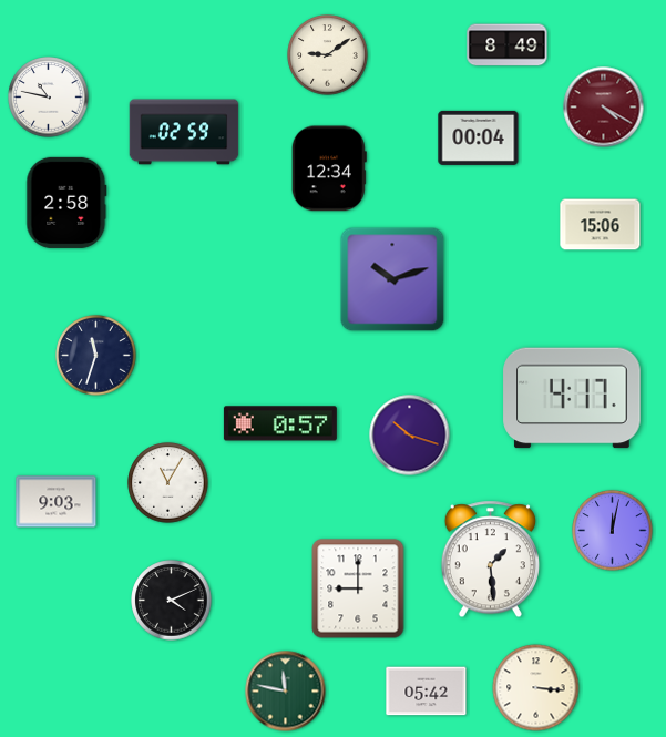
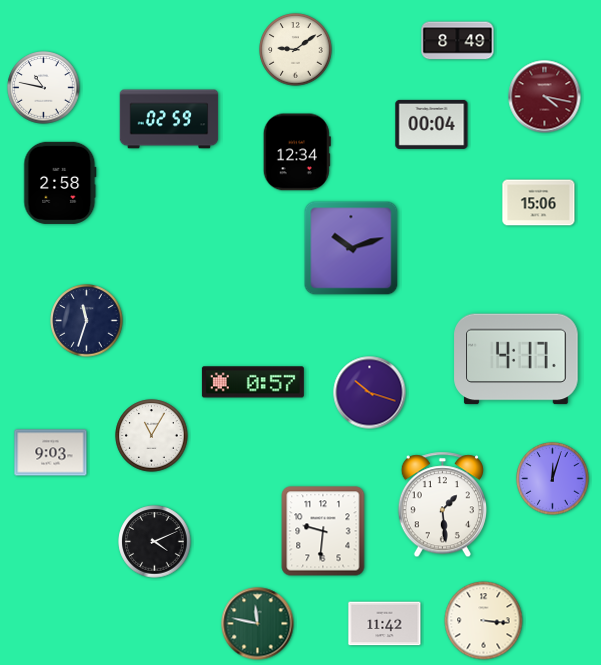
clock at (604, 108): 4:20 -> 4:17
clock at (184, 132) position: (184, 132) -> (169, 119)
clock at (601, 225) position: (601, 225) -> (539, 203)
clock at (392, 279) position: (392, 279) -> (351, 248)
clock at (613, 531): 12:02 -> 12:03
clock at (358, 588): 9:00 -> 9:31
clock at (427, 692): 05:42 -> 11:42
